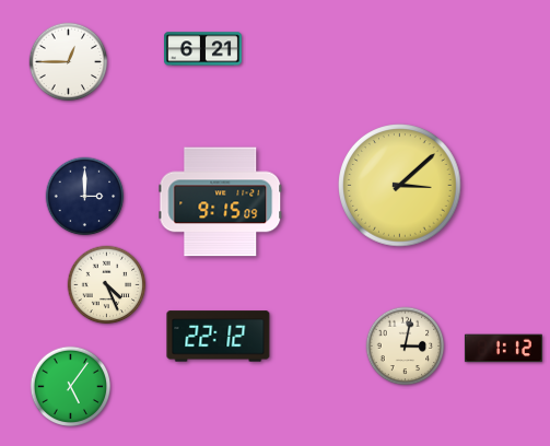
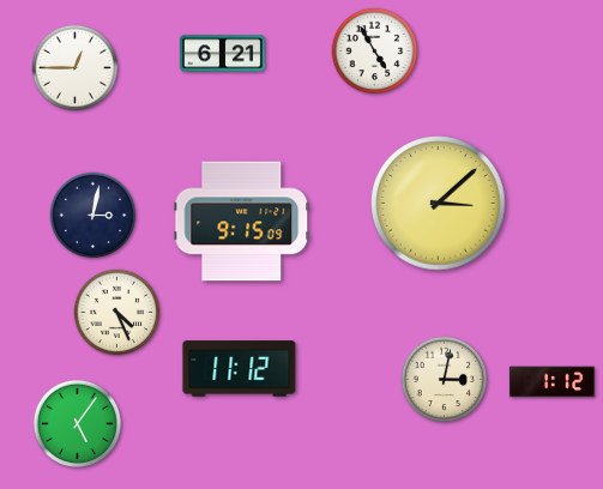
clock at (375, 52): none -> 4:55
clock at (85, 197): 3:00 -> 3:02
clock at (219, 337): 22:12 -> 11:12
